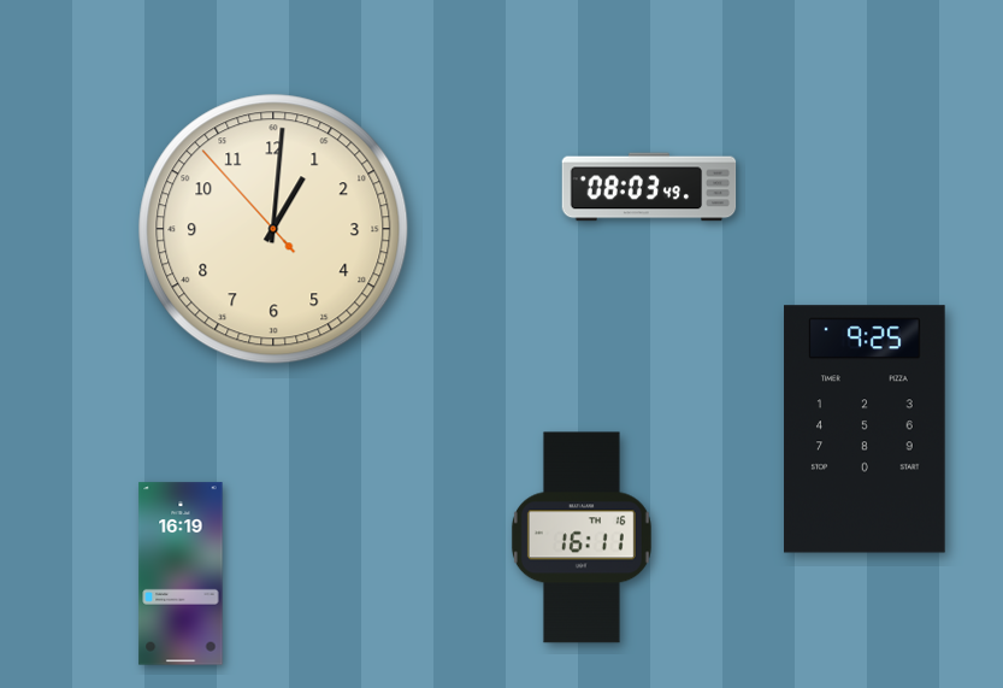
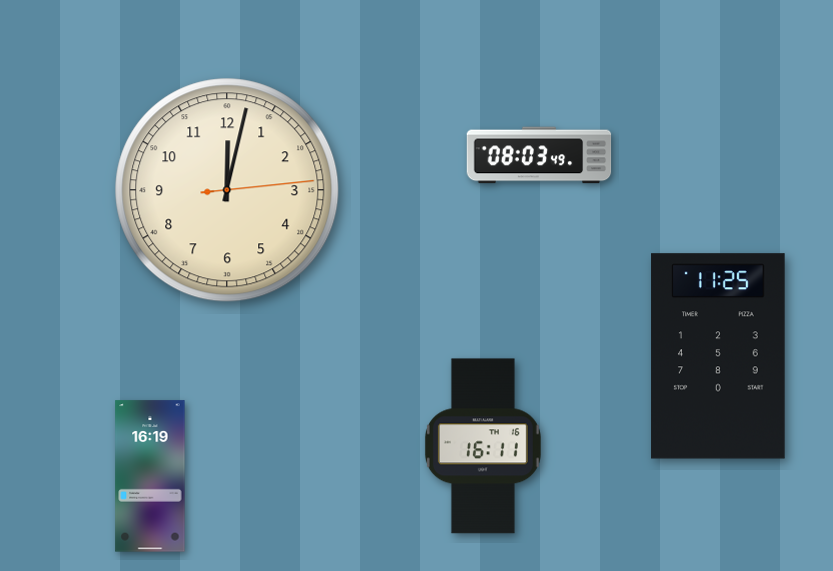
clock at (273, 229): 1:00 -> 12:02
clock at (865, 429): 9:25 -> 11:25
